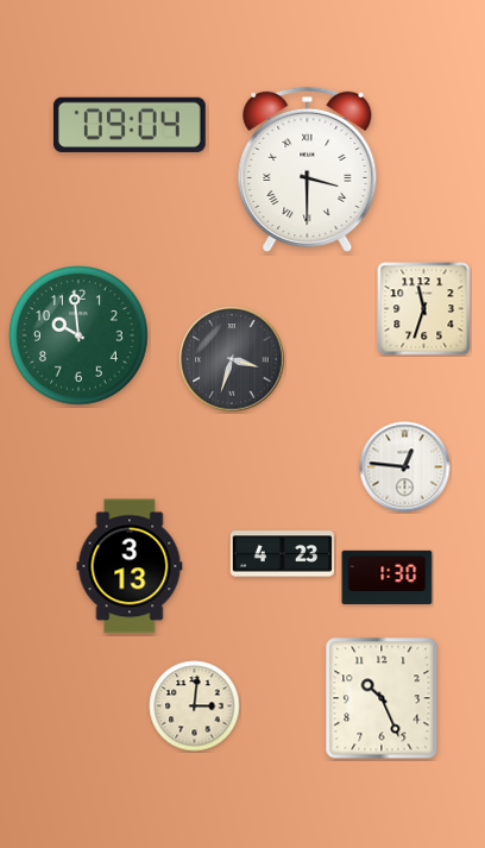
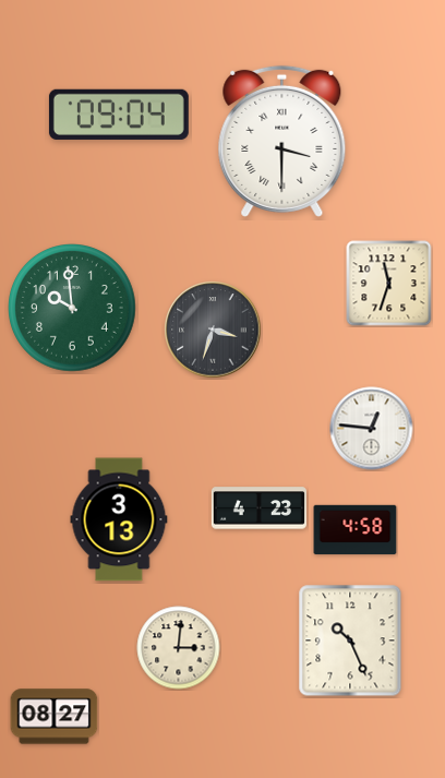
clock at (308, 169) position: (308, 169) -> (282, 141)
clock at (388, 578): 1:30 -> 4:58
clock at (55, 717): none -> 08:27
